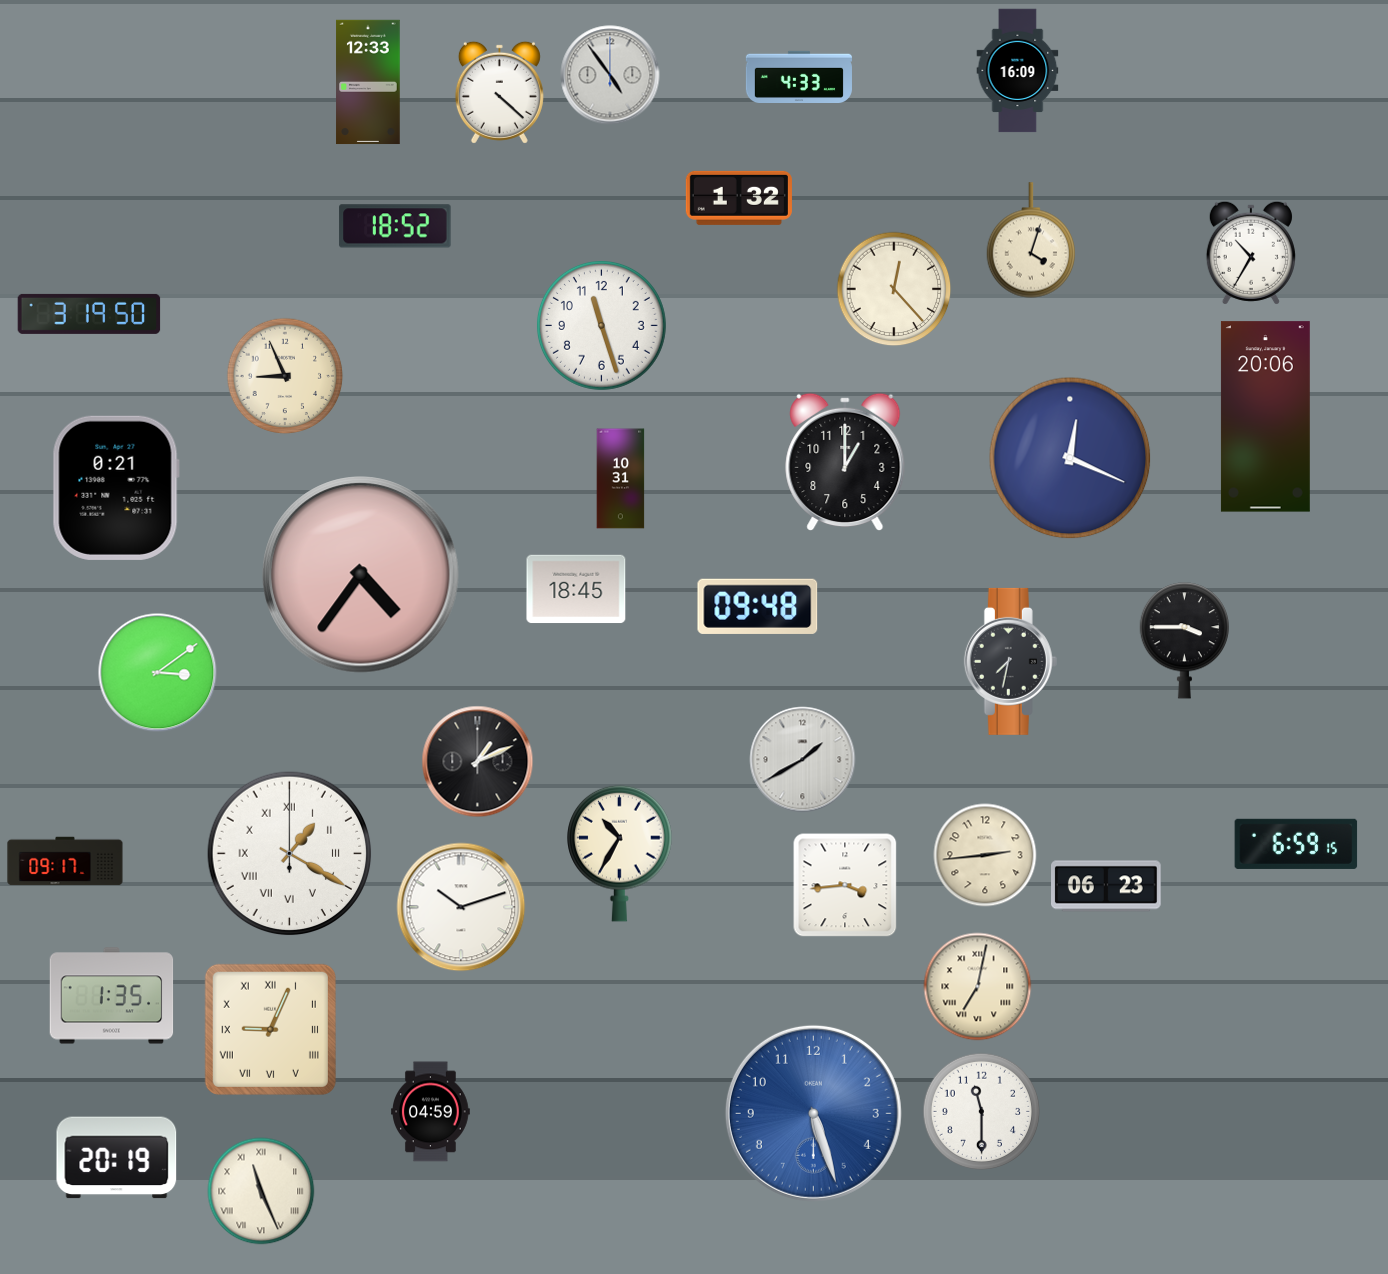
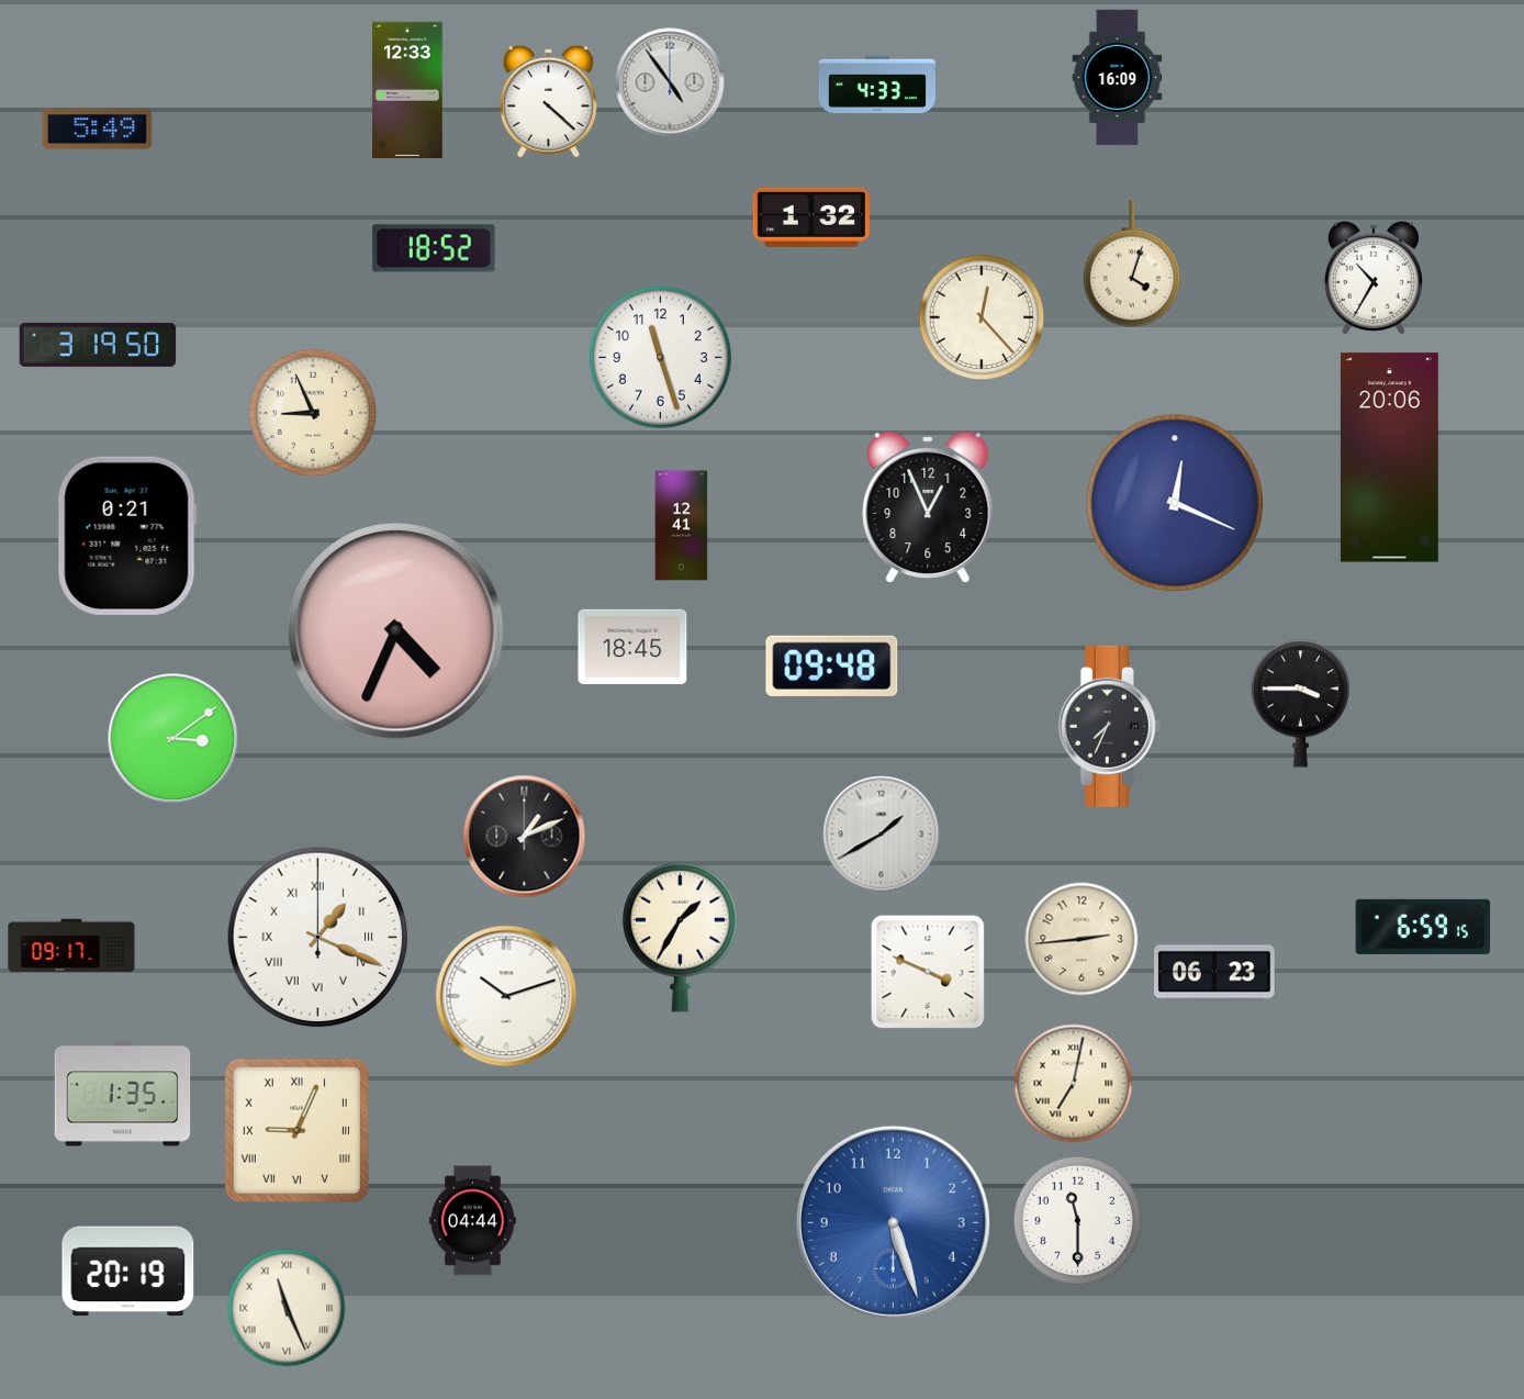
clock at (368, 82) position: (368, 82) -> (407, 90)
clock at (98, 130): none -> 5:49
clock at (845, 462): 1:00 -> 12:56
clock at (621, 479): 10:31 -> 12:41
clock at (361, 575): 4:36 -> 4:34
clock at (1010, 661): 7:32 -> 7:34
clock at (620, 853): 10:35 -> 1:35
clock at (290, 854): 1:20 -> 1:19
clock at (845, 885): 3:44 -> 3:49
clock at (431, 1112): 04:59 -> 04:44
